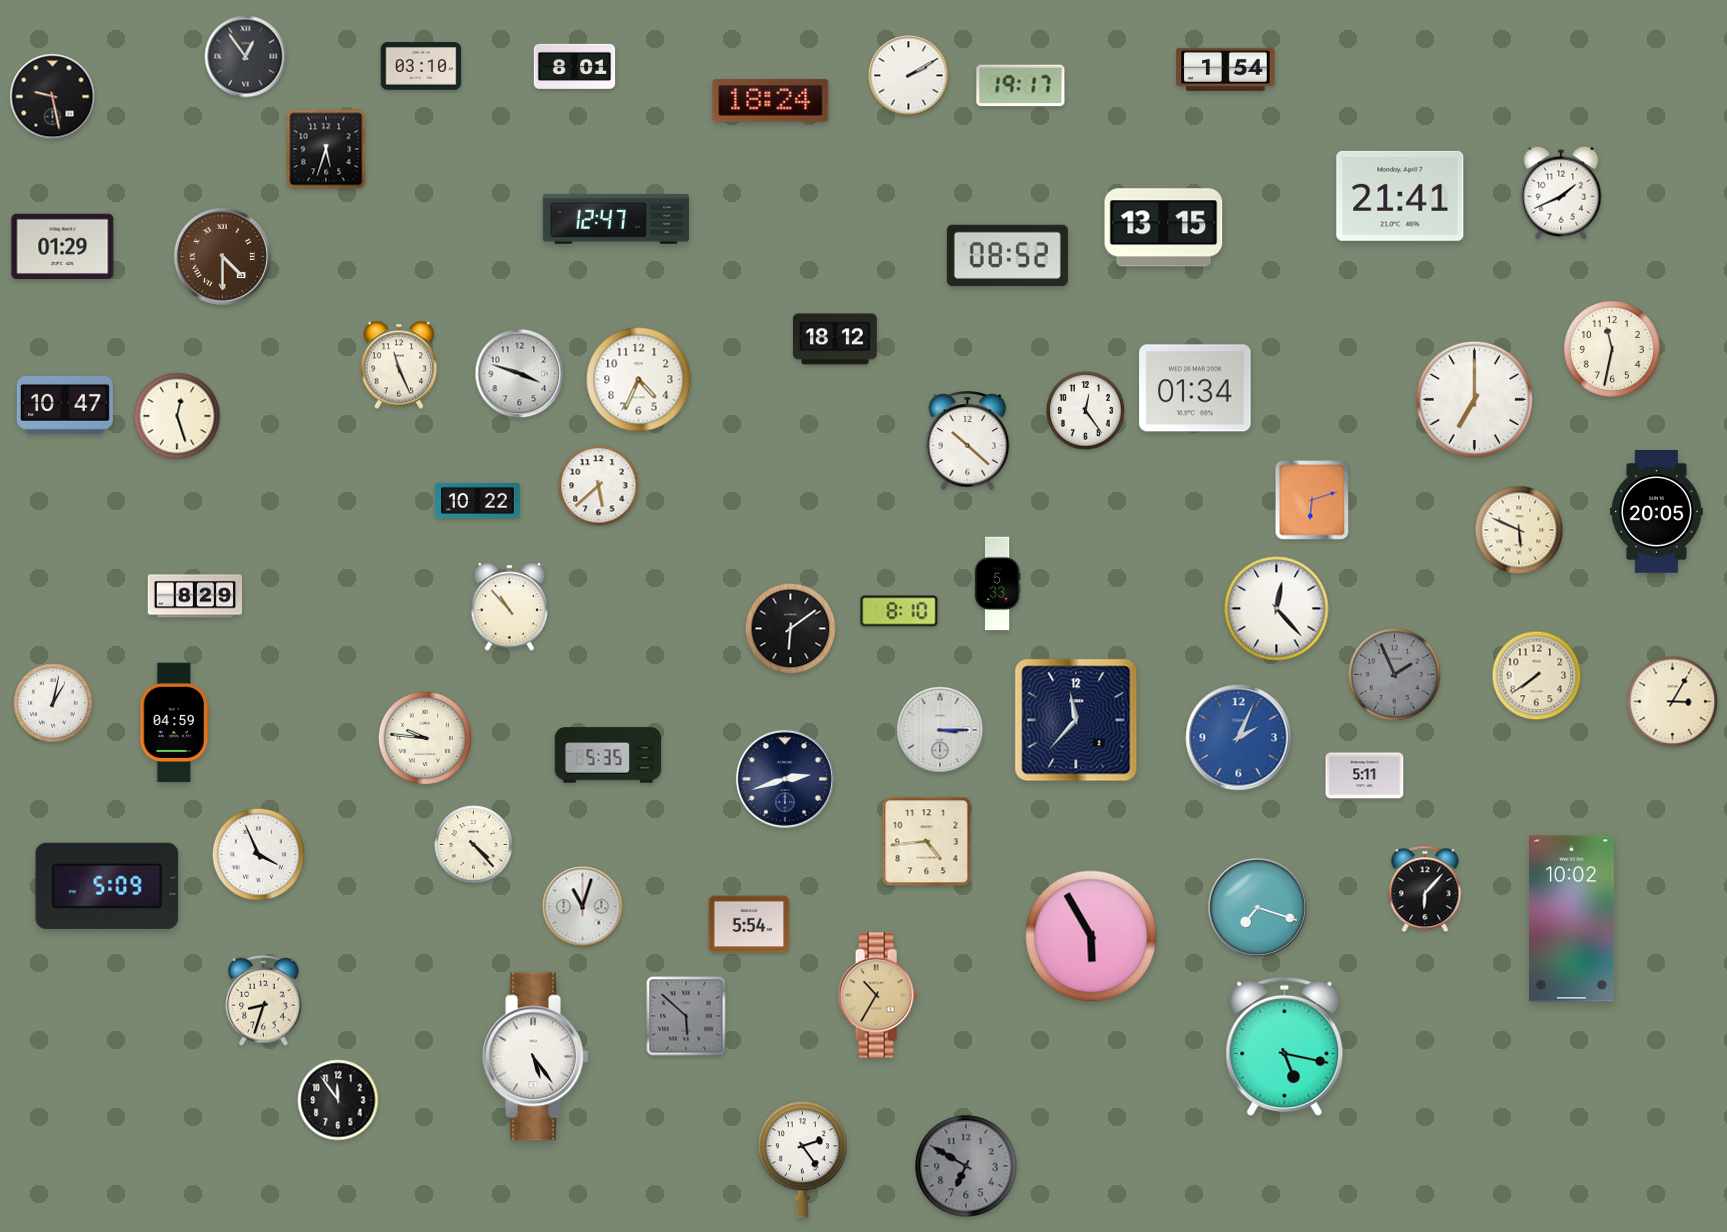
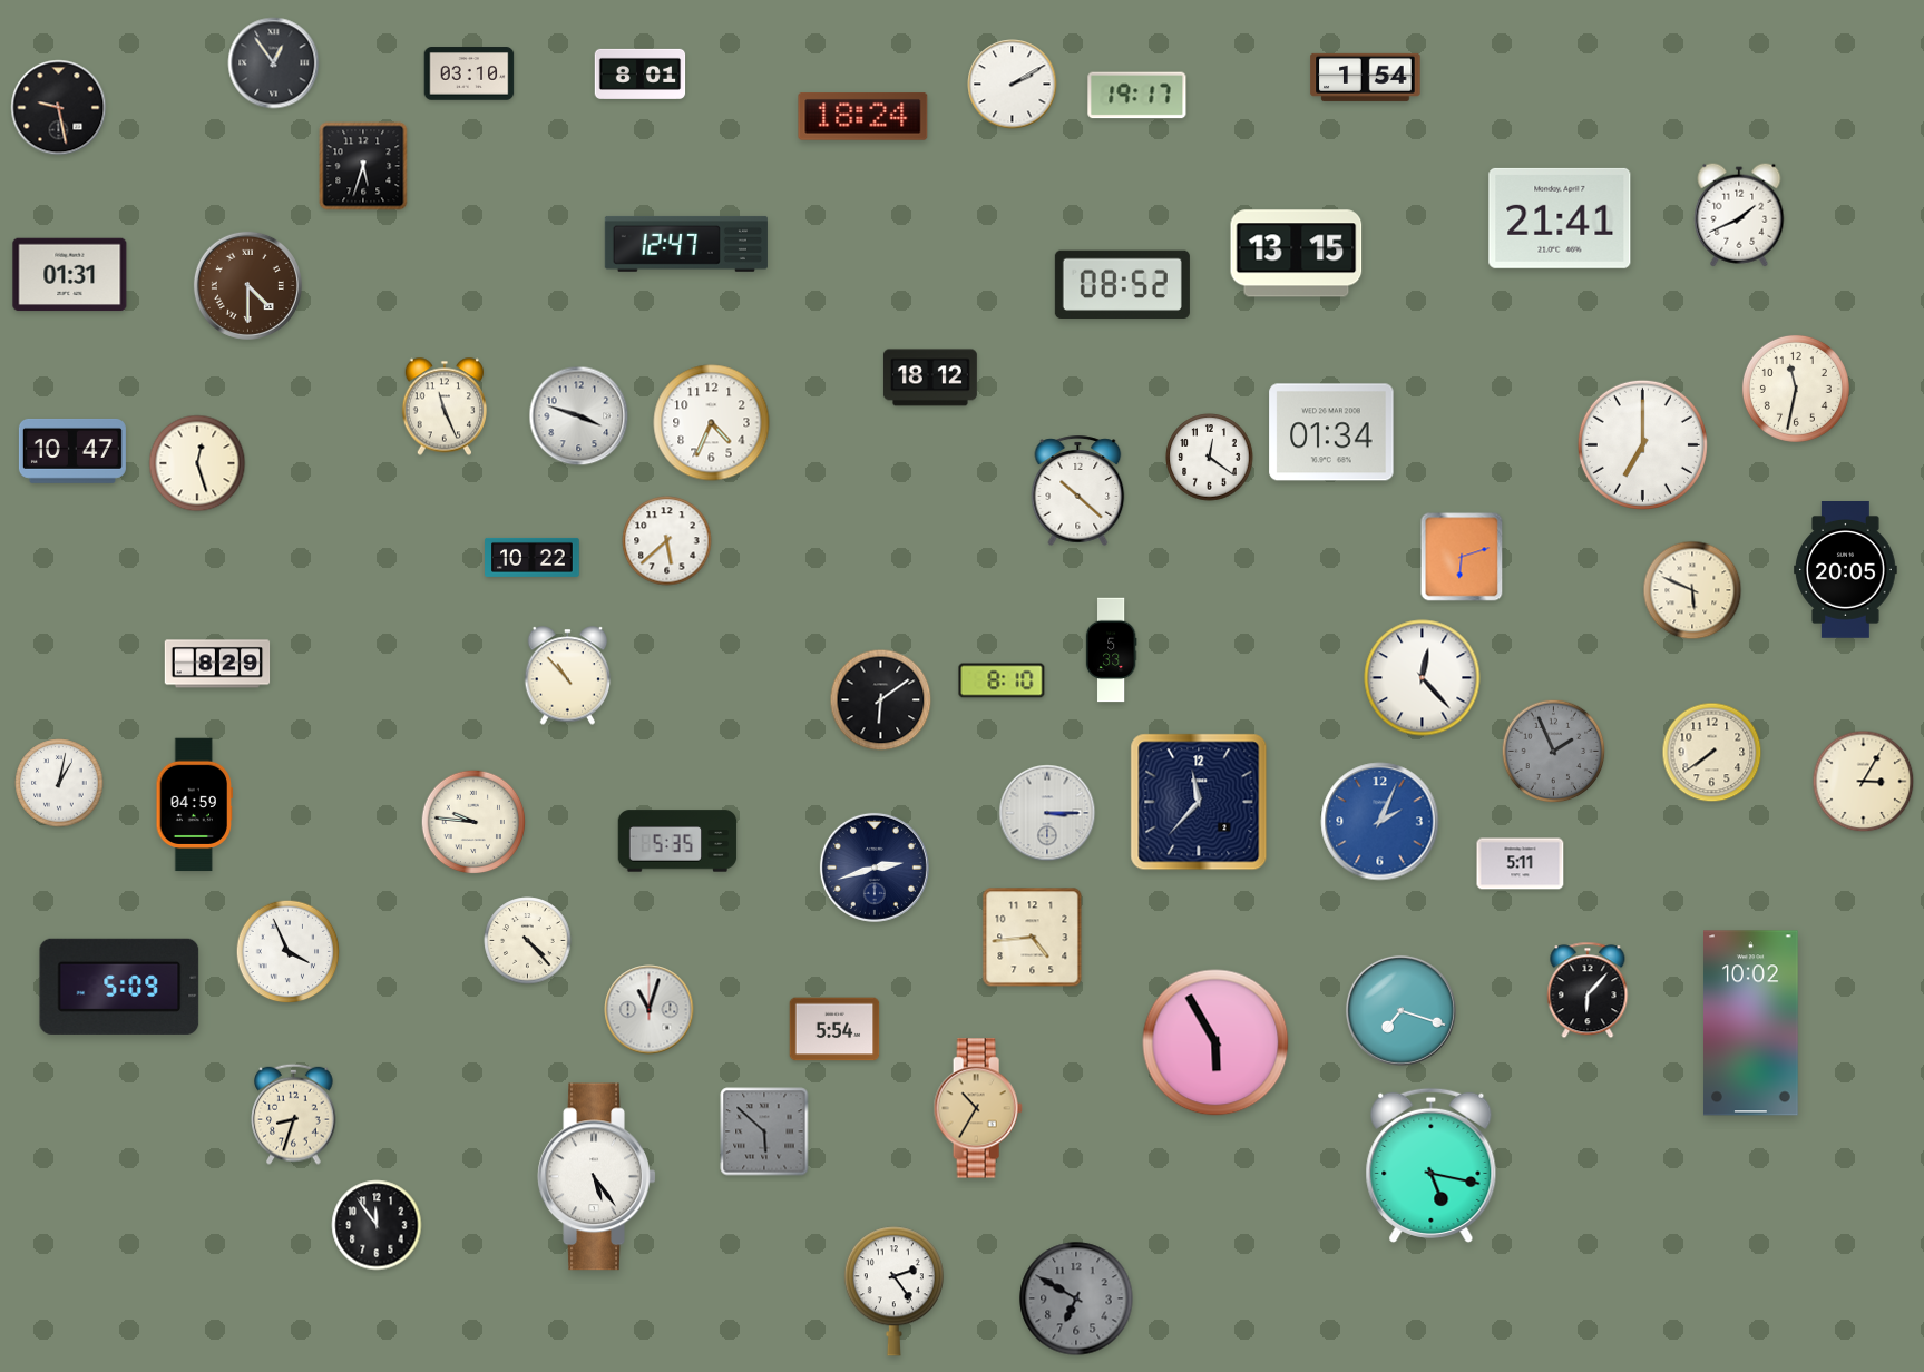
clock at (771, 101) position: (771, 101) -> (863, 117)
clock at (63, 247): 01:29 -> 01:31
clock at (1086, 411): 12:24 -> 12:21
